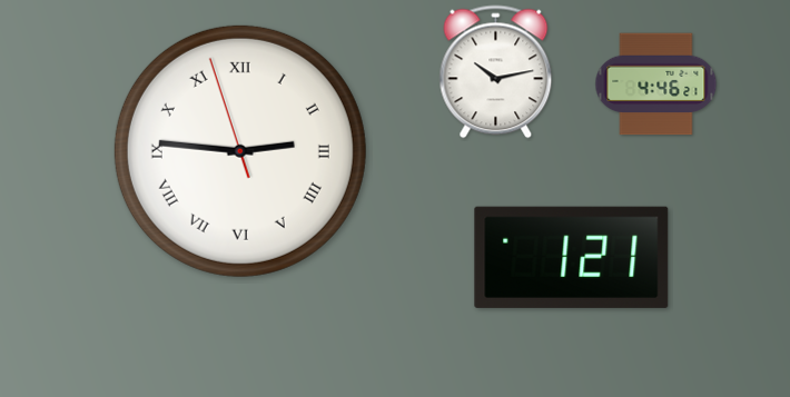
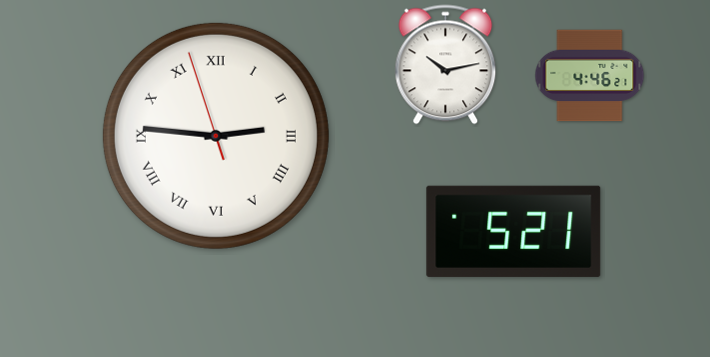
clock at (572, 257): 1:21 -> 5:21
